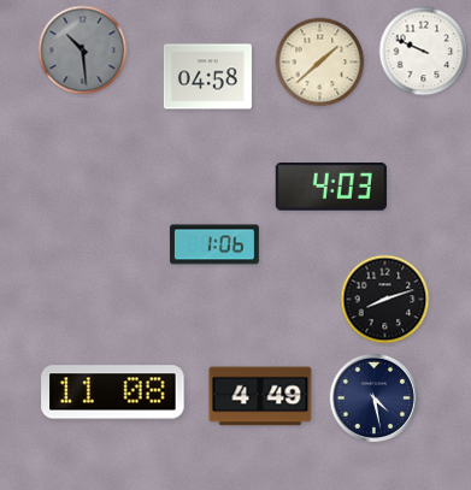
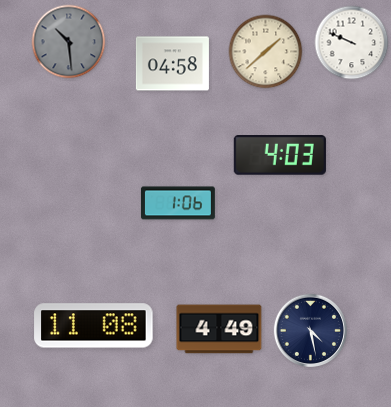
clock at (331, 188) position: (331, 188) -> (280, 156)
clock at (385, 300): 8:12 -> none
clock at (260, 396) position: (260, 396) -> (219, 329)
